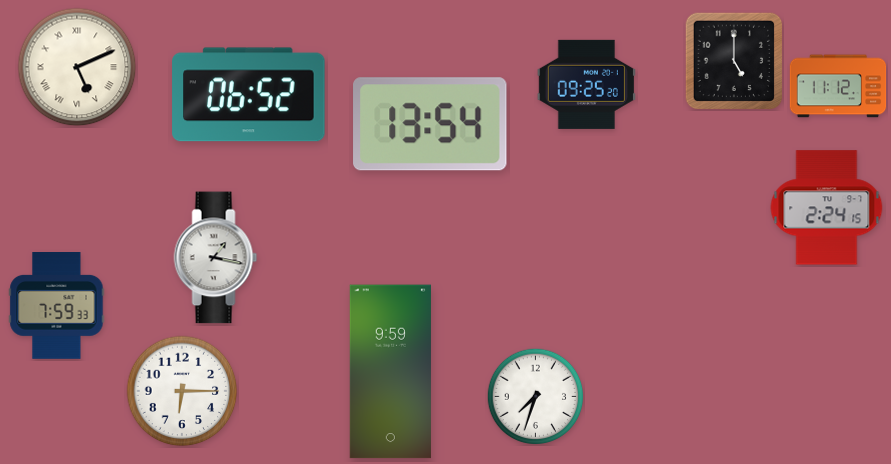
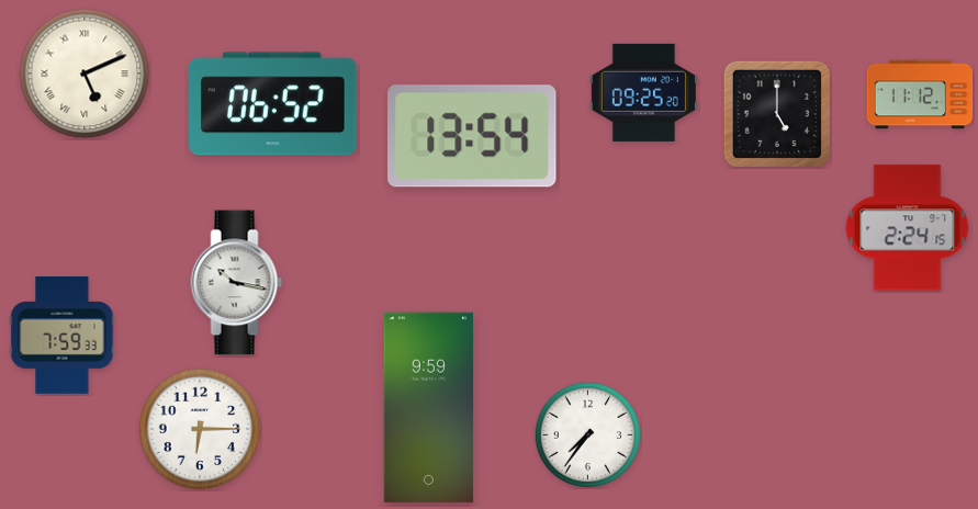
clock at (734, 61) position: (734, 61) -> (777, 114)
clock at (216, 258): 1:17 -> 10:17
clock at (535, 396): 7:33 -> 7:36
